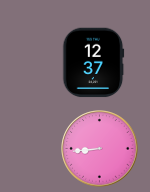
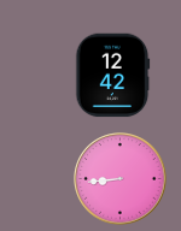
clock at (94, 63): 12:37 -> 12:42
